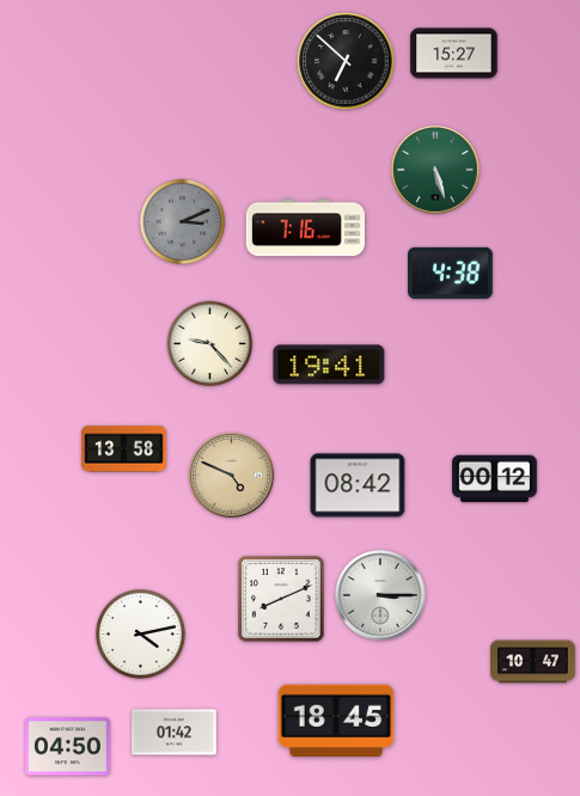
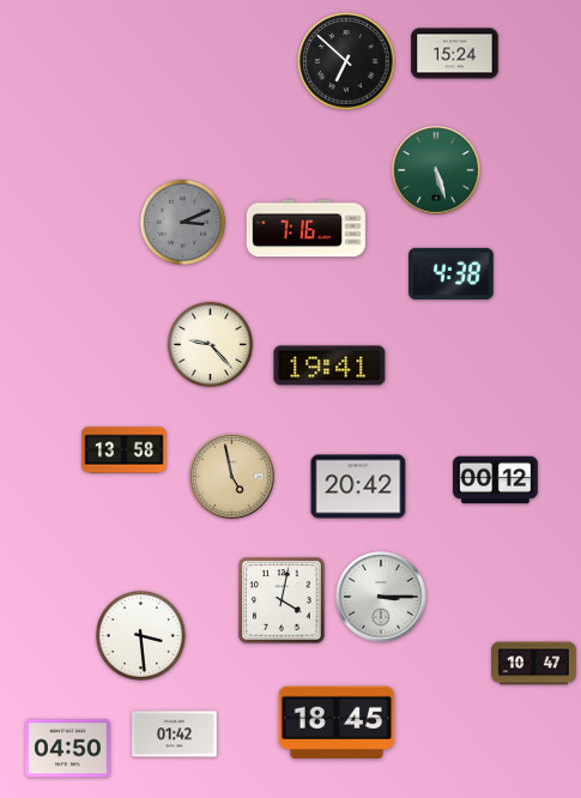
clock at (454, 54): 15:27 -> 15:24
clock at (232, 476): 4:49 -> 4:58
clock at (358, 485): 08:42 -> 20:42
clock at (281, 599): 8:11 -> 4:02
clock at (140, 633): 4:13 -> 3:29
